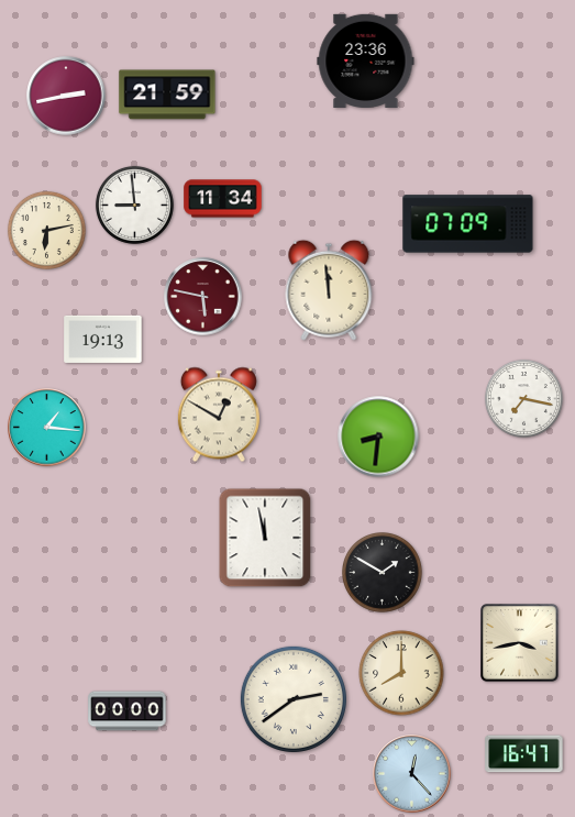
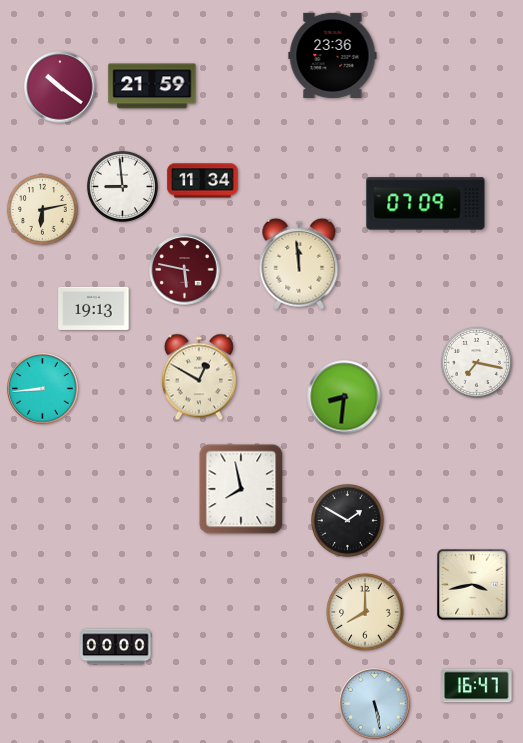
clock at (66, 96): 2:43 -> 10:21
clock at (47, 428): 1:16 -> 8:44
clock at (265, 538): 11:58 -> 7:58
clock at (294, 699): 2:39 -> none
clock at (412, 774): 12:23 -> 5:28
